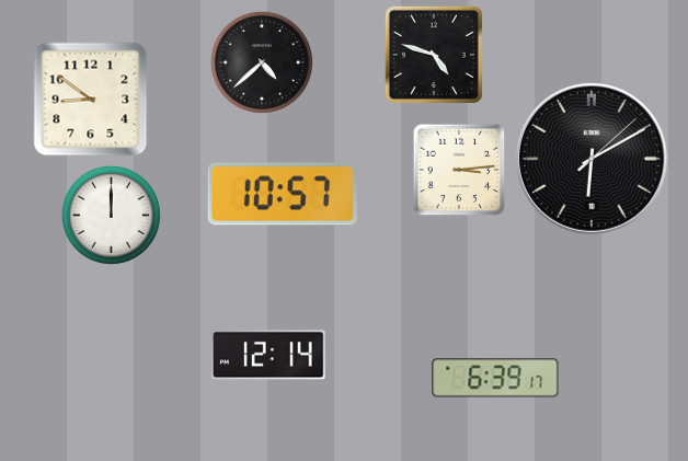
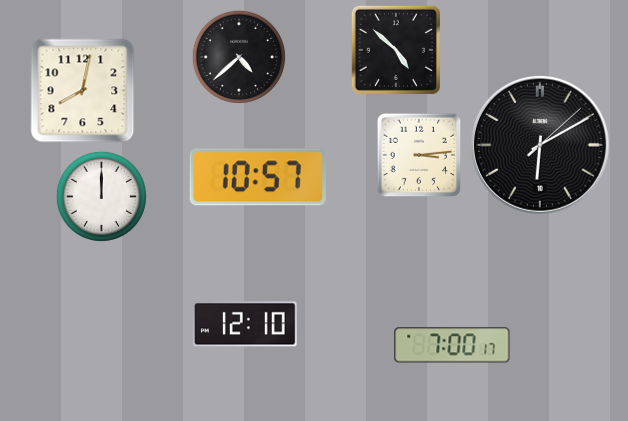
clock at (434, 55): 4:48 -> 4:52
clock at (91, 100): 8:51 -> 8:02
clock at (268, 355): 12:14 -> 12:10
clock at (495, 378): 6:39 -> 7:00
